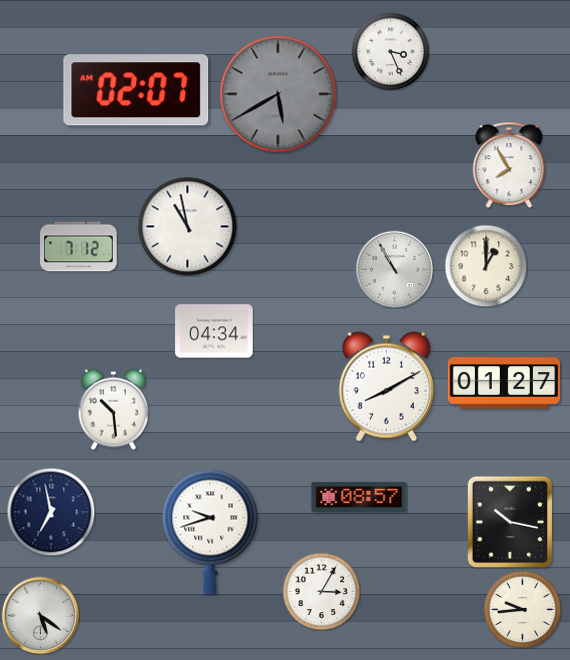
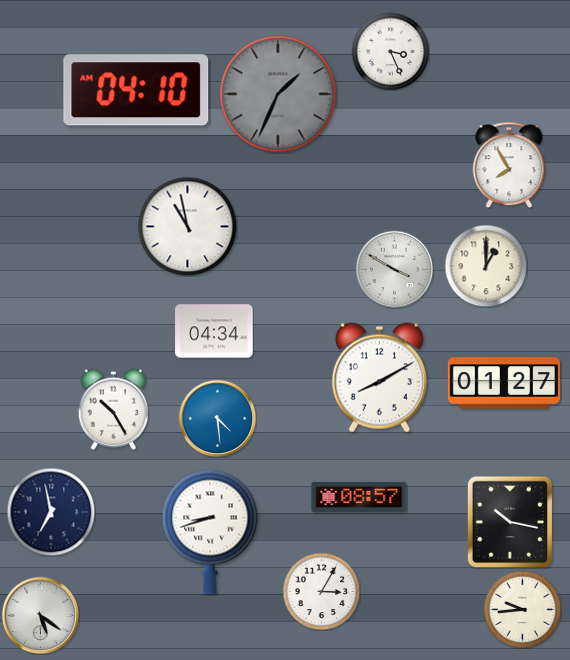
clock at (136, 90): 02:07 -> 04:10
clock at (278, 94): 5:40 -> 1:34
clock at (79, 247): 7:12 -> none
clock at (394, 269): 10:55 -> 3:50
clock at (386, 387) position: (386, 387) -> (379, 378)
clock at (114, 409): 10:29 -> 10:25
clock at (217, 418): none -> 4:29
clock at (210, 532): 9:42 -> 8:42
